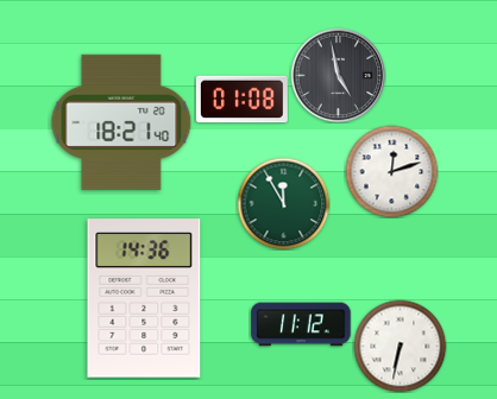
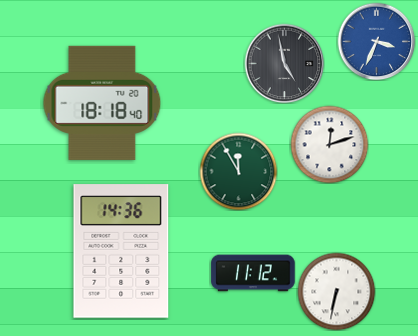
clock at (376, 41): none -> 3:34
clock at (241, 100): 01:08 -> none
clock at (121, 122): 18:21 -> 18:18
